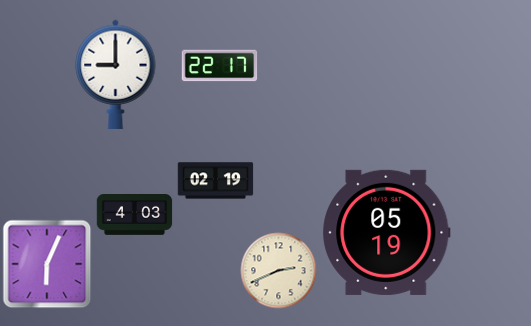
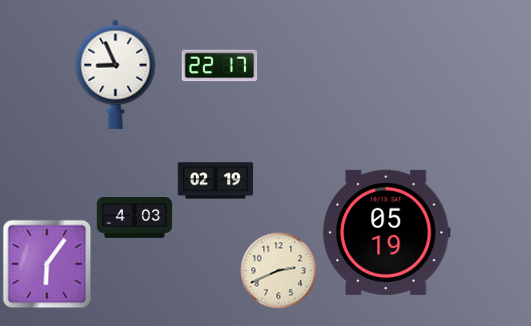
clock at (116, 74): 9:00 -> 8:56
clock at (135, 215) position: (135, 215) -> (135, 218)
clock at (47, 264): 6:04 -> 6:06
